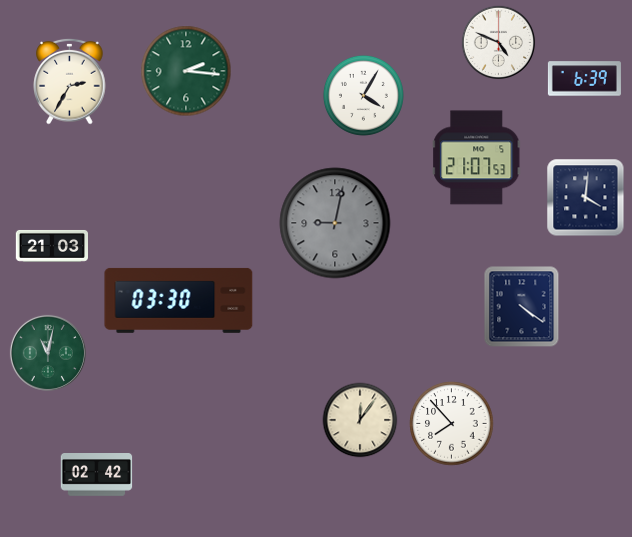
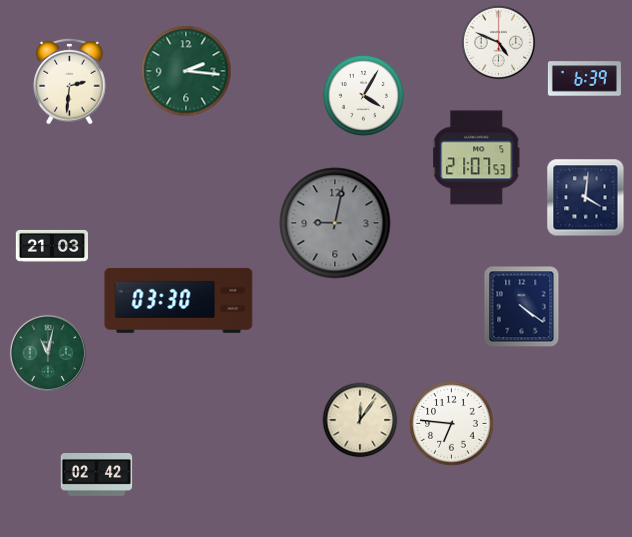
clock at (70, 81): 2:35 -> 2:31
clock at (452, 424): 7:53 -> 6:46
